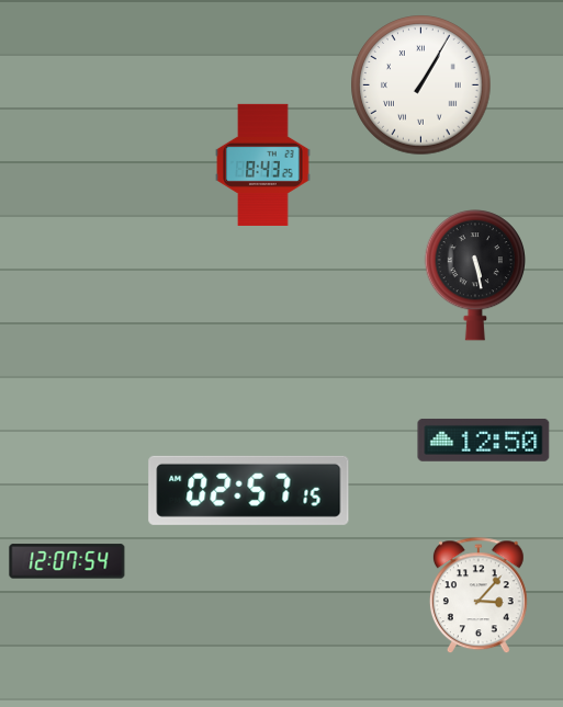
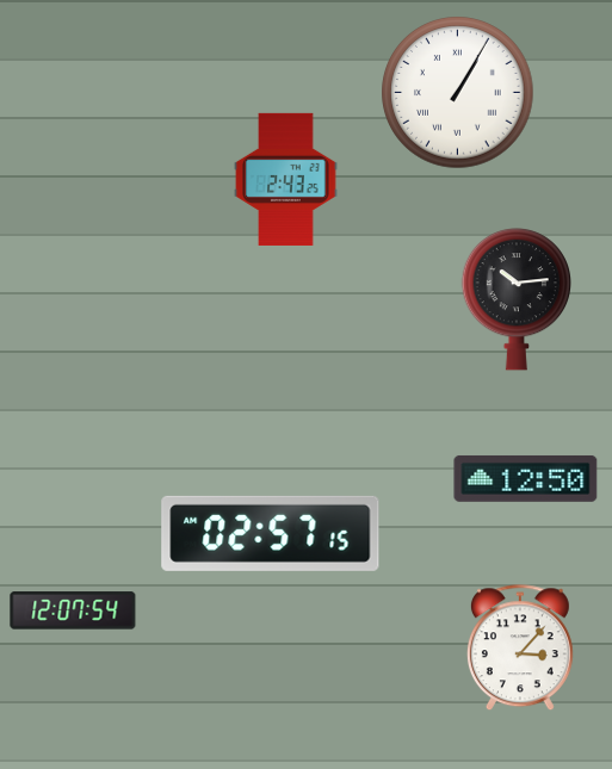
clock at (263, 164): 8:43 -> 2:43
clock at (474, 275): 5:28 -> 10:14
